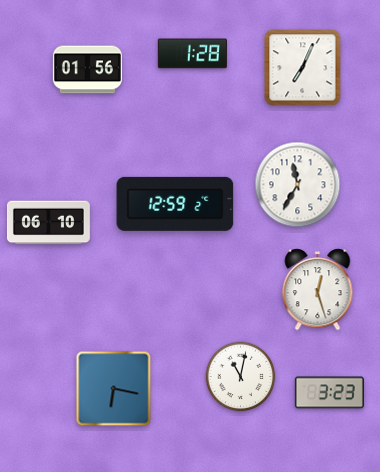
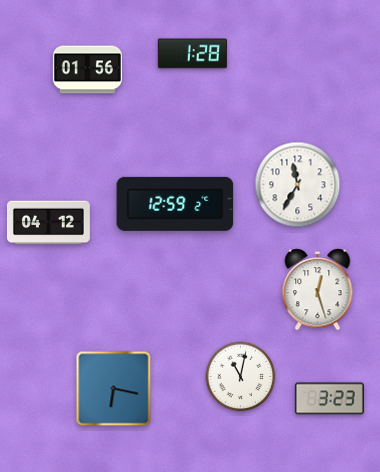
clock at (303, 68): 7:04 -> none
clock at (48, 223): 06:10 -> 04:12
clock at (329, 393) position: (329, 393) -> (329, 399)
